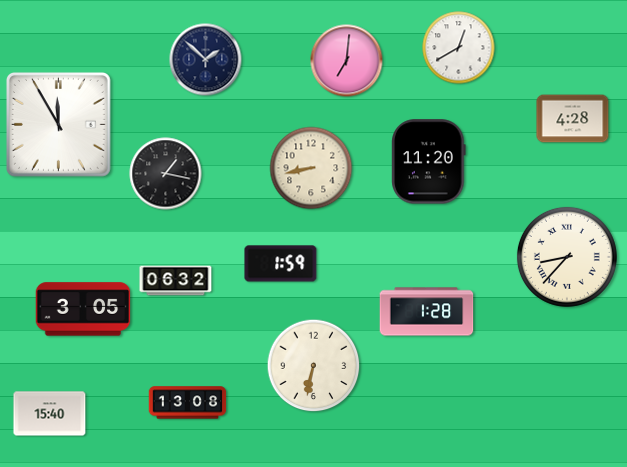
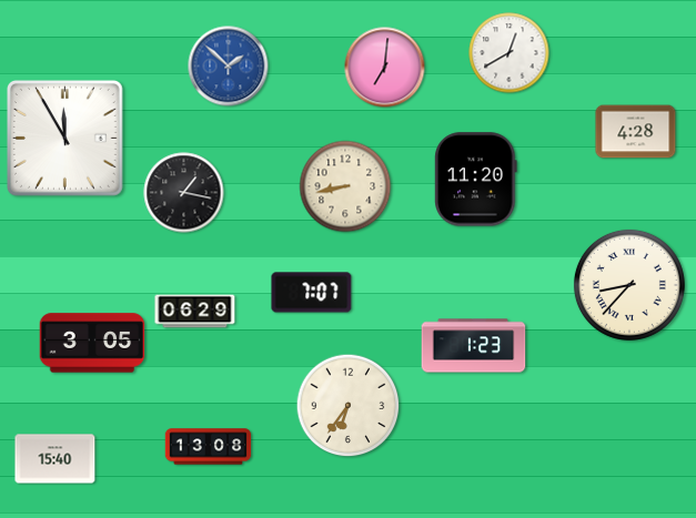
clock at (206, 60) dial: navy -> blue
clock at (281, 264): 1:59 -> 7:07
clock at (176, 281): 06:32 -> 06:29
clock at (427, 312): 1:28 -> 1:23
clock at (314, 366): 6:32 -> 6:36
